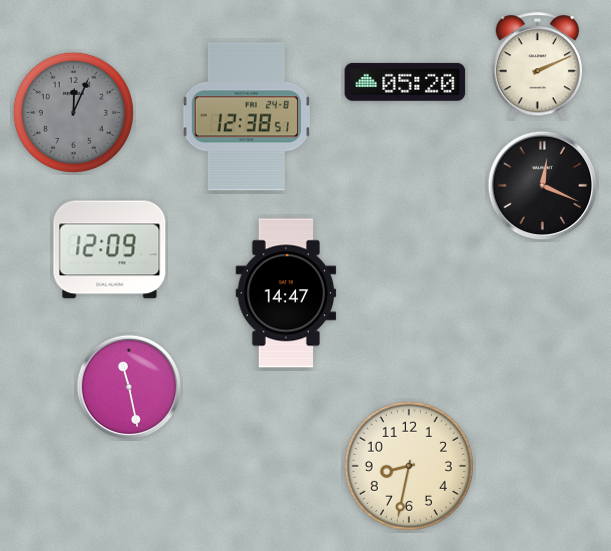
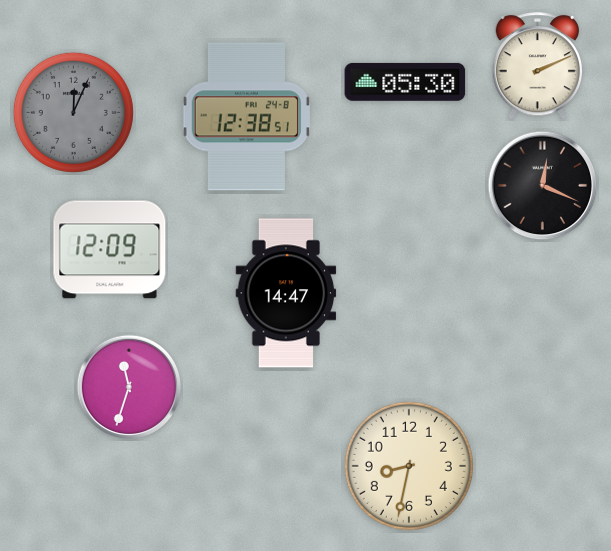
clock at (405, 82): 05:20 -> 05:30
clock at (128, 386): 11:28 -> 11:33
